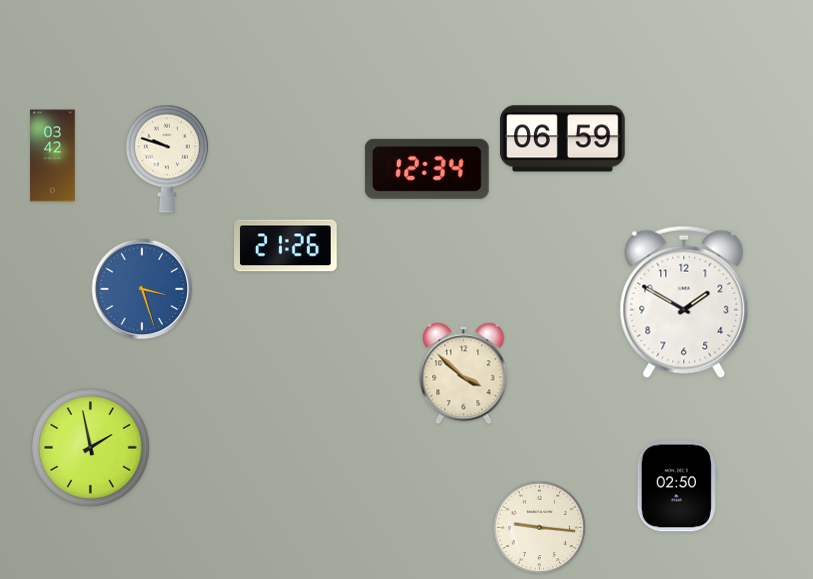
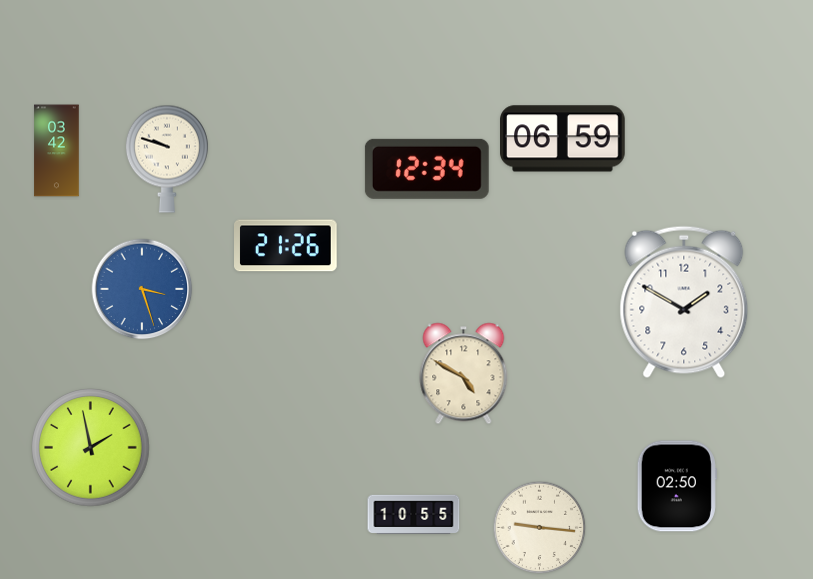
clock at (53, 156) position: (53, 156) -> (57, 151)
clock at (464, 374): 3:52 -> 4:50
clock at (414, 515): none -> 10:55
